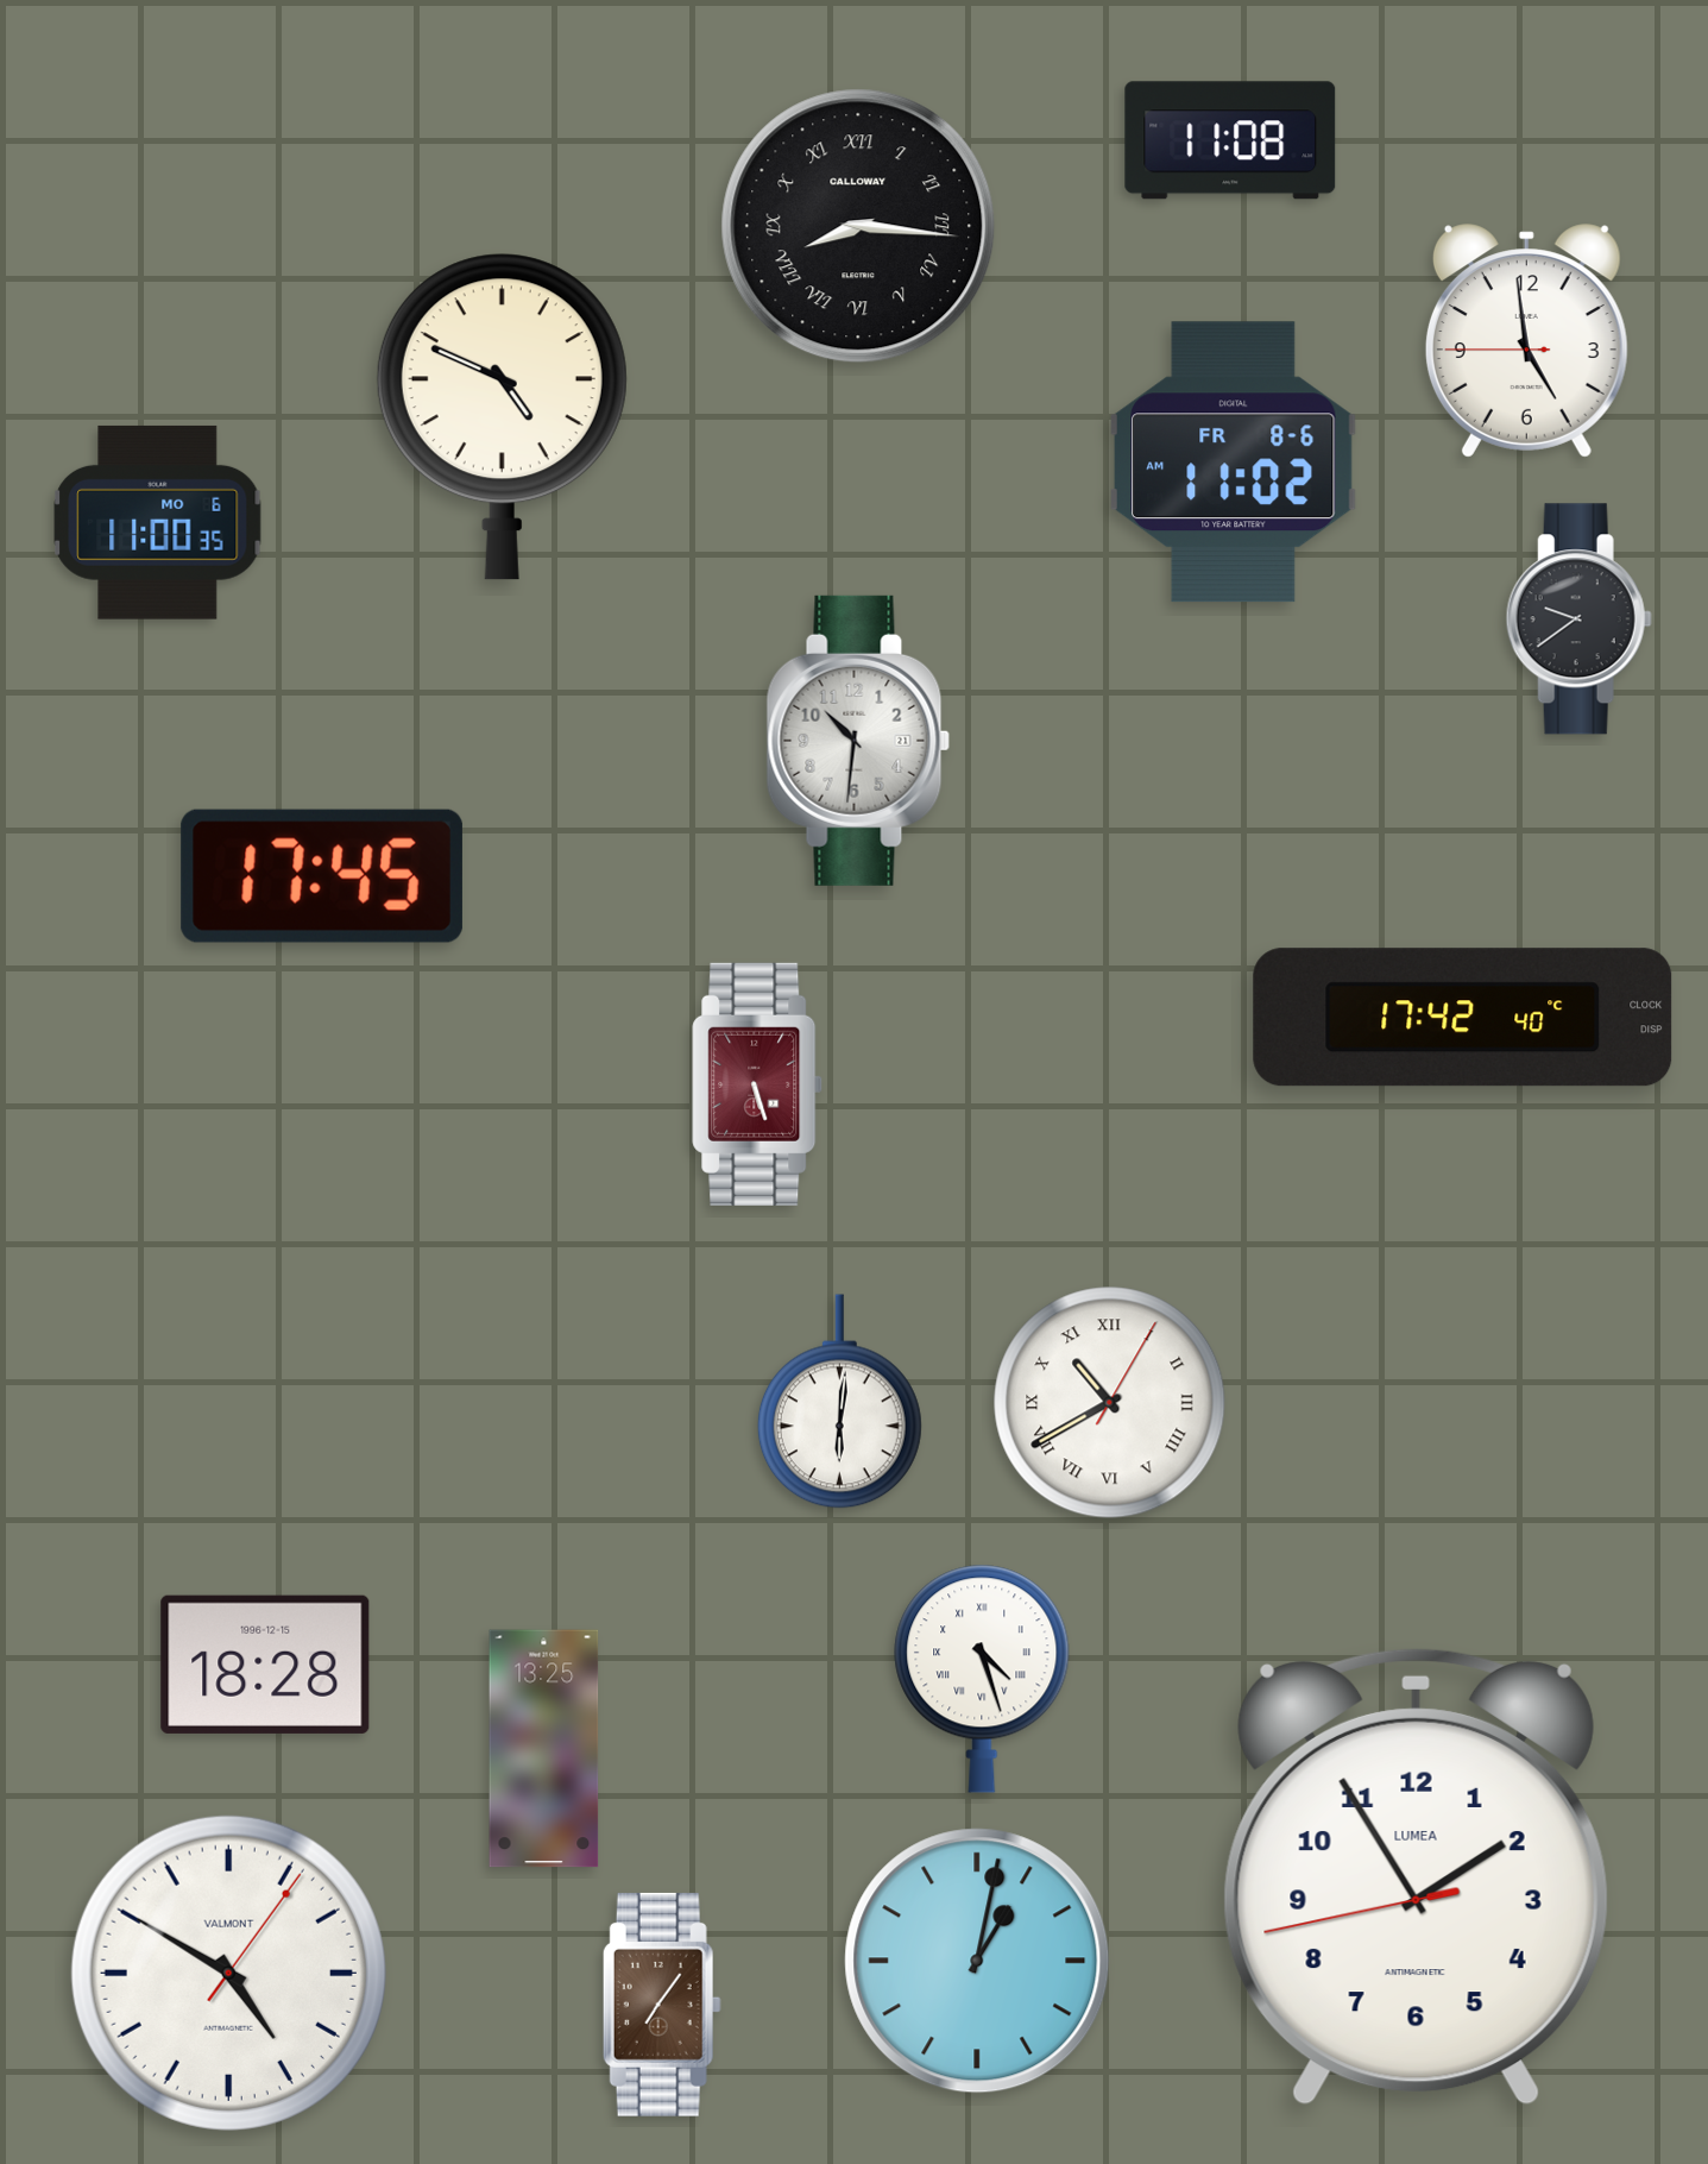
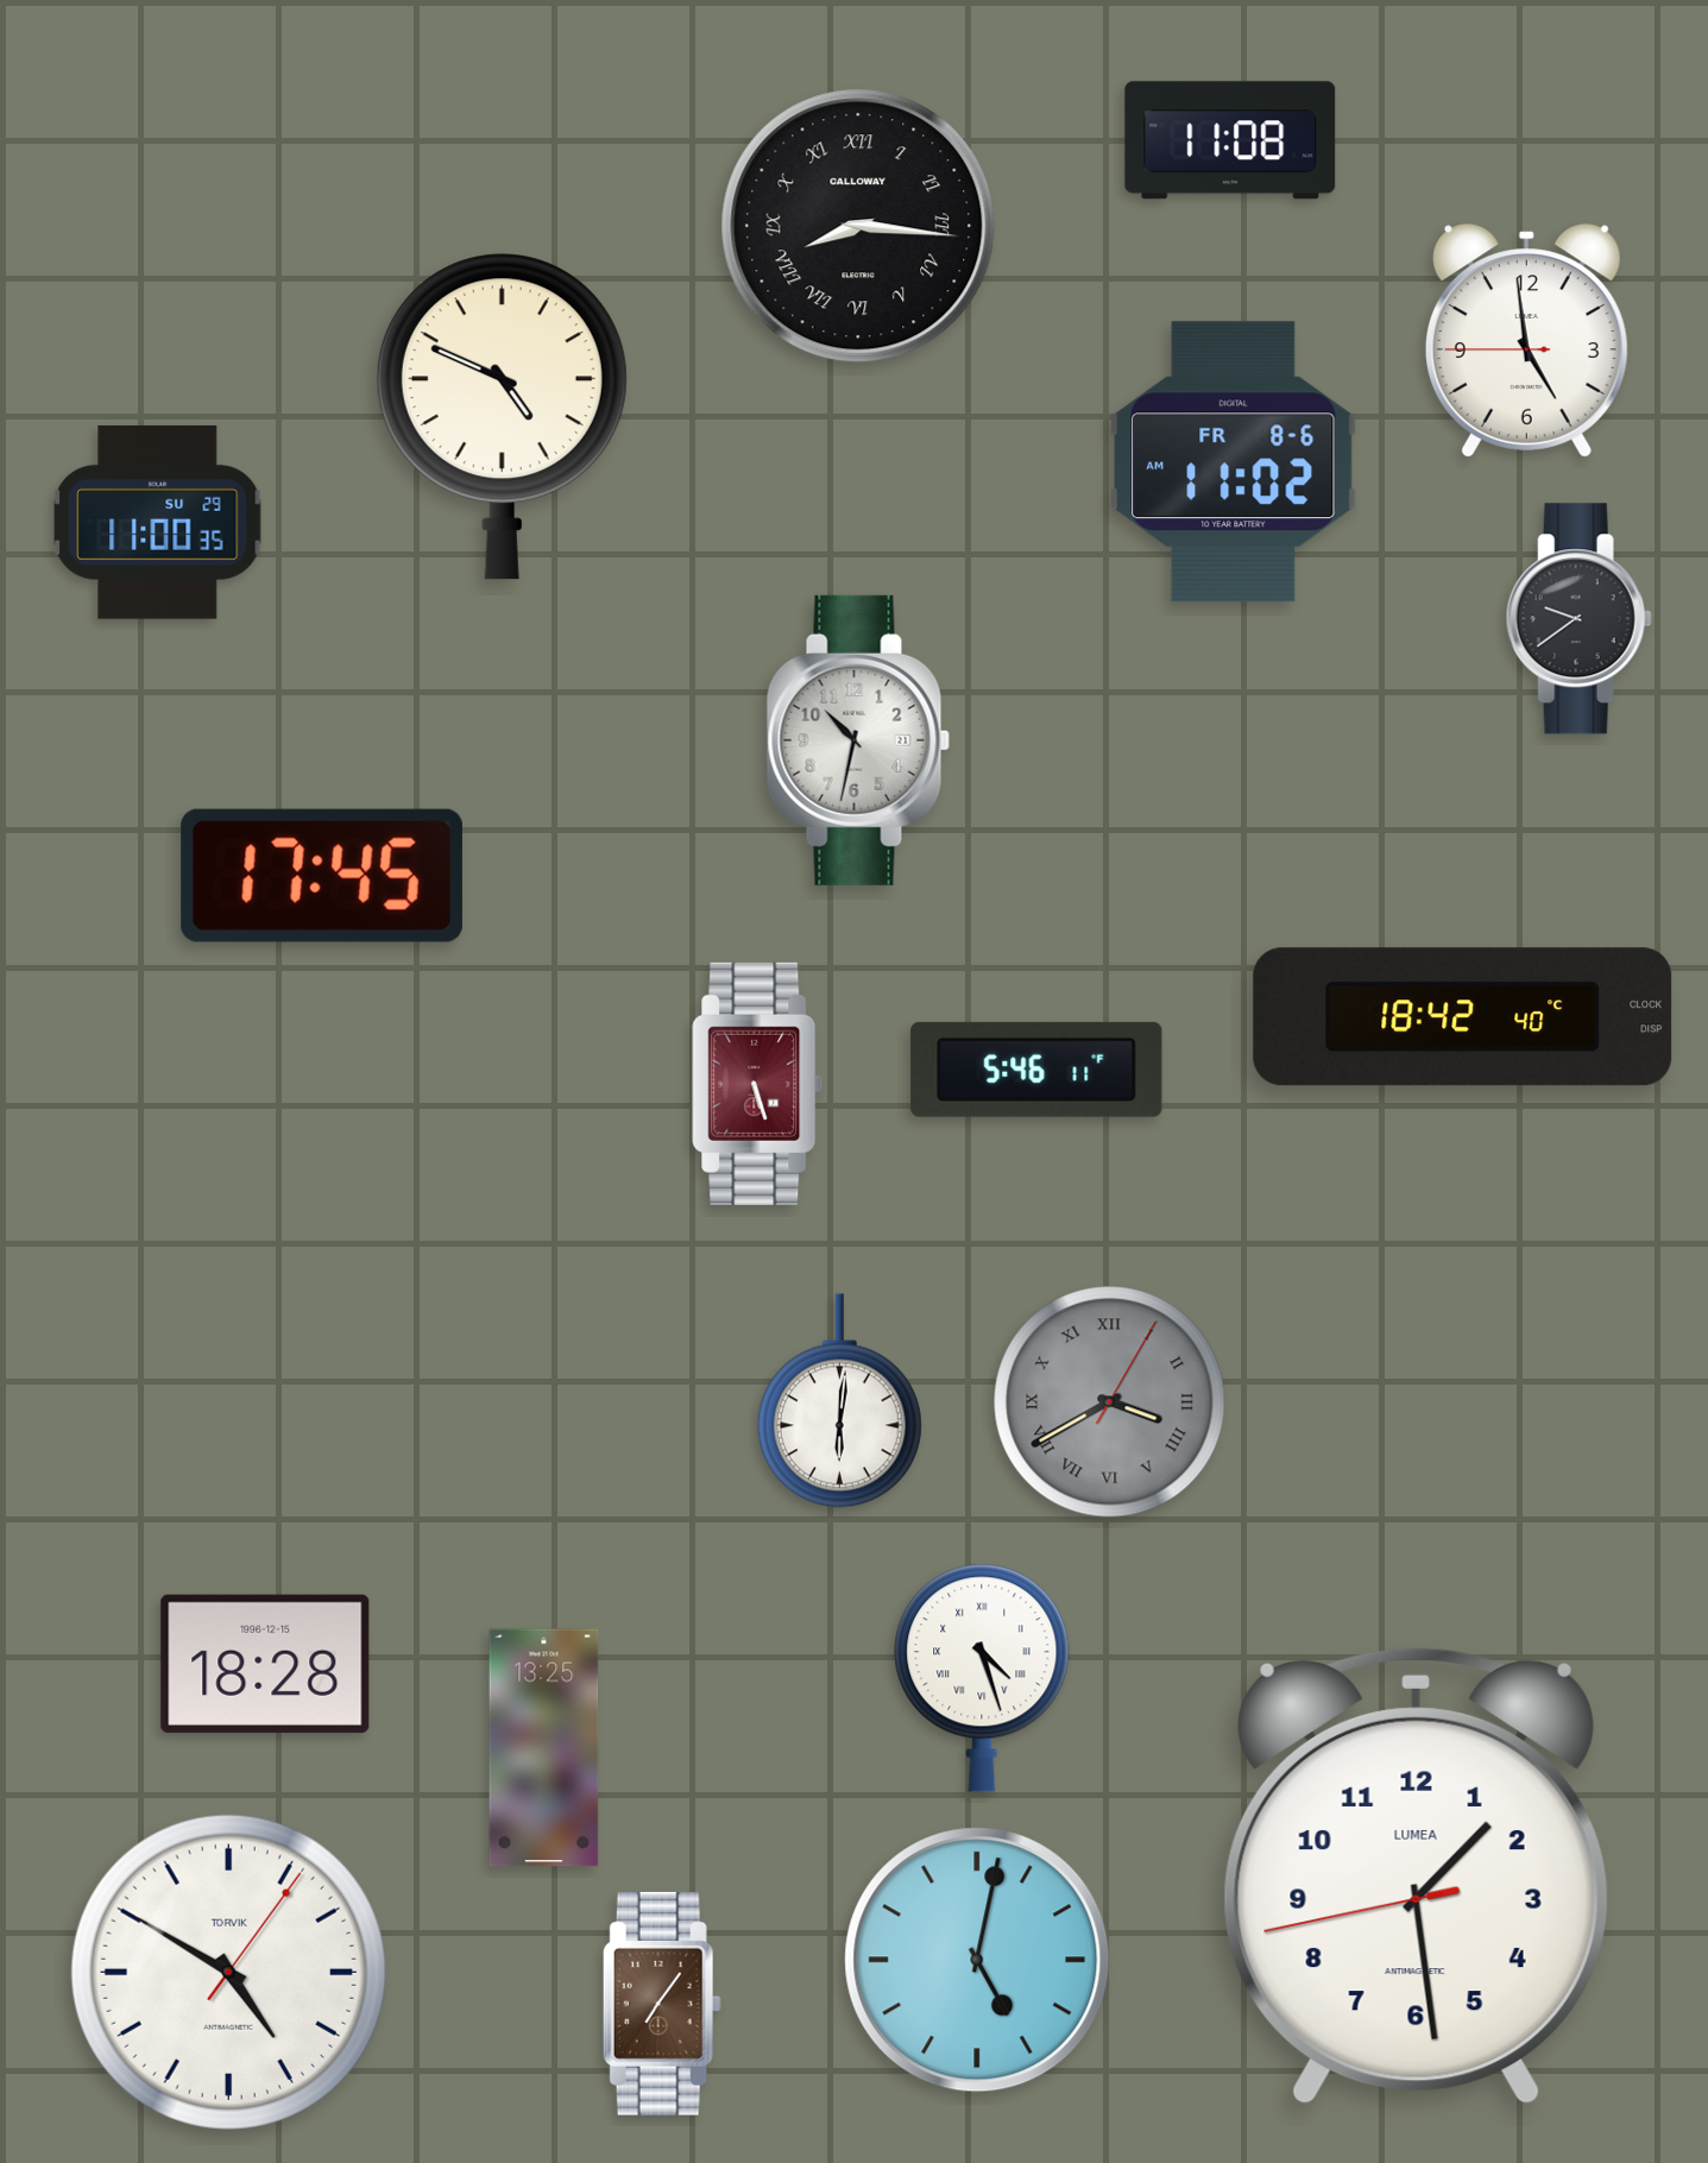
clock at (158, 522) date: MO 6 -> SU 29
clock at (858, 741): 10:31 -> 10:32
clock at (1463, 1018): 17:42 -> 18:42
clock at (1036, 1070): none -> 5:46
clock at (1110, 1403): 10:40 -> 3:40
clock at (1110, 1403) dial: white -> grey
clock at (1416, 1876): 1:54 -> 1:28
clock at (977, 1961): 1:02 -> 5:02
clock at (228, 1973) brand: VALMONT -> TORVIK
